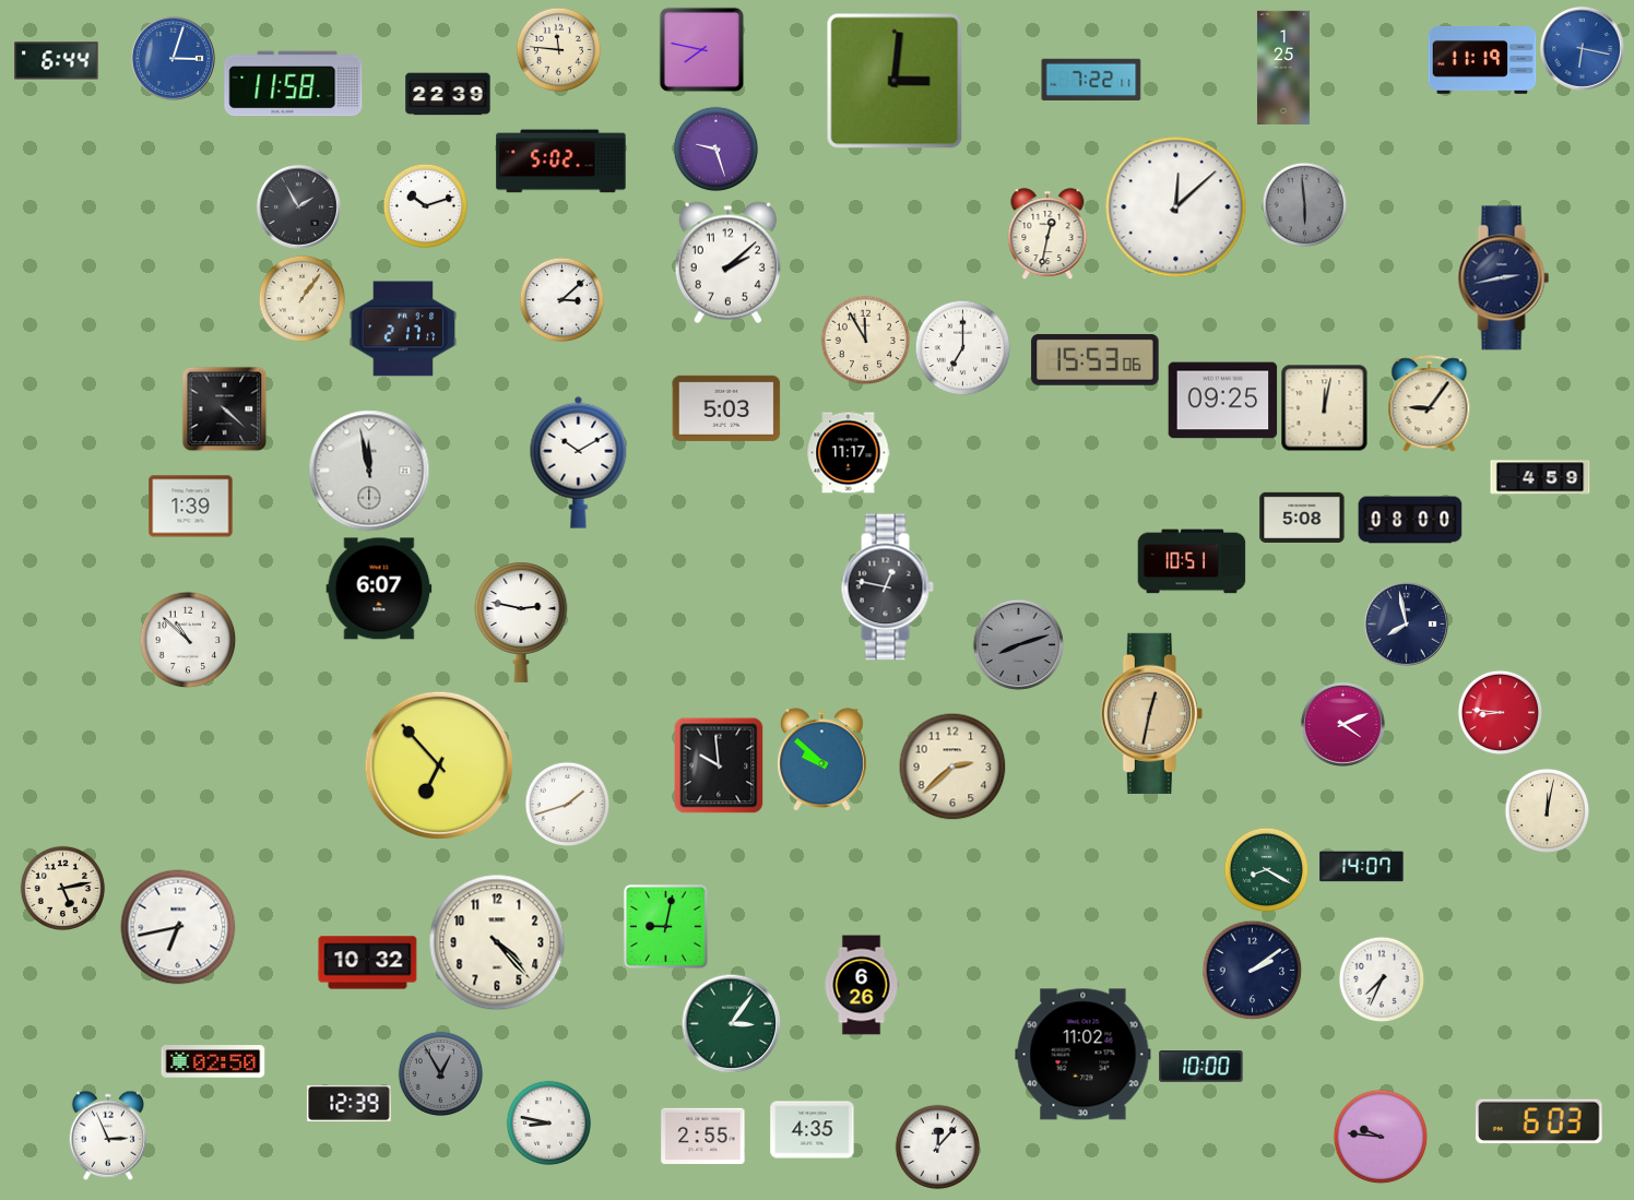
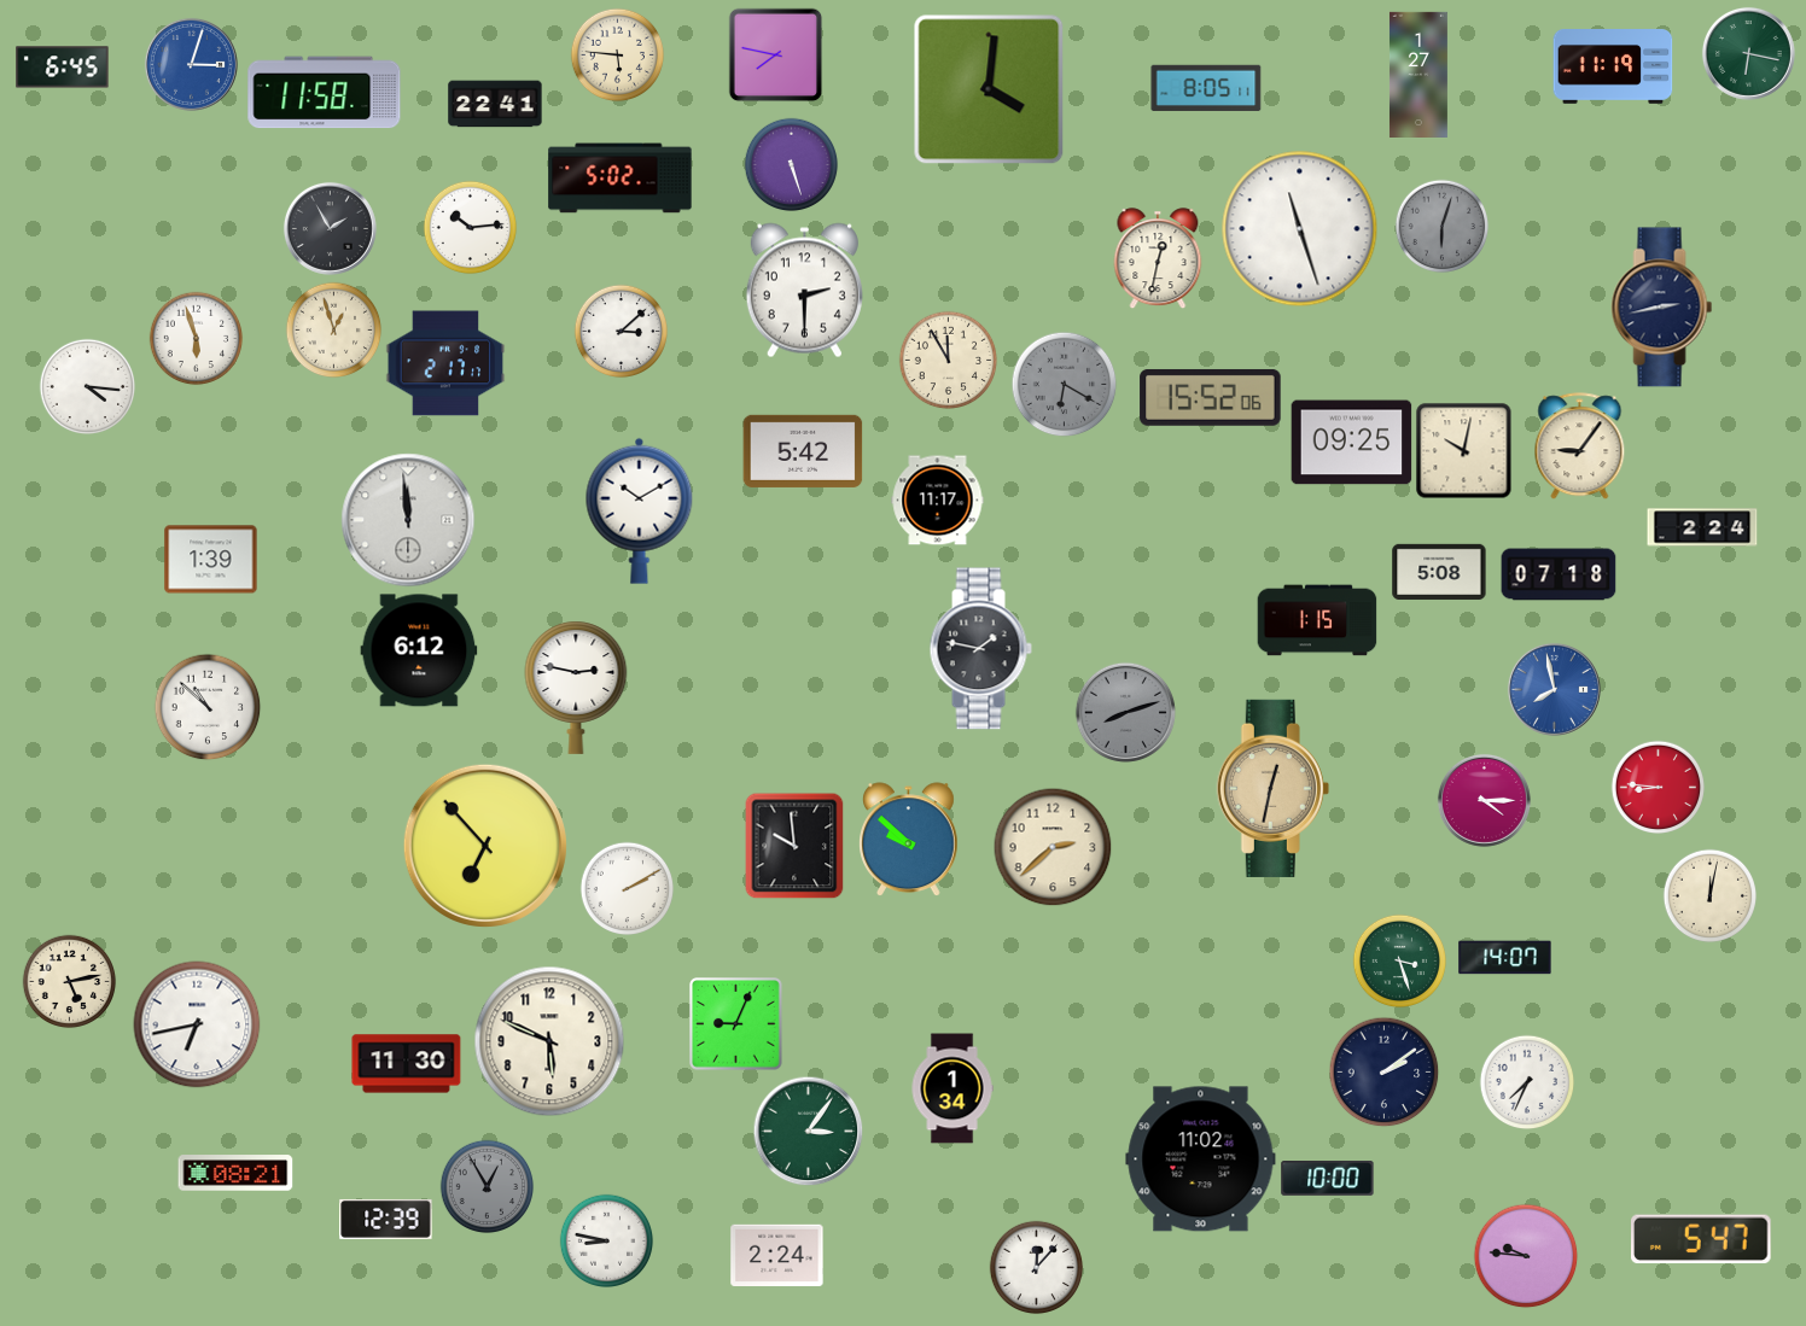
clock at (1582, 48) dial: blue -> green
clock at (558, 49): 11:46 -> 5:46
clock at (57, 61): 6:44 -> 6:45
clock at (1482, 61) position: (1482, 61) -> (1613, 68)
clock at (1283, 67): 1:25 -> 1:27
clock at (1091, 79): 7:22 -> 8:05
clock at (895, 81): 3:01 -> 4:01
clock at (448, 94): 22:39 -> 22:41
clock at (715, 148): 9:27 -> 5:27
clock at (1304, 204): 5:59 -> 6:03
clock at (425, 205): 10:12 -> 10:14
clock at (1176, 207): 12:08 -> 11:27
clock at (727, 263): 2:08 -> 2:30
clock at (301, 298): 1:06 -> 12:57
clock at (196, 338): none -> 5:57
clock at (865, 340) position: (865, 340) -> (948, 360)
clock at (962, 347): 7:00 -> 6:20
clock at (962, 347) dial: white -> grey
clock at (87, 386): none -> 4:16
clock at (1096, 359): 15:53 -> 15:52
clock at (224, 408): 4:22 -> none
clock at (726, 408): 5:03 -> 5:42
clock at (1325, 408): 12:02 -> 10:02
clock at (369, 471): 11:58 -> 11:59
clock at (1540, 477): 4:59 -> 2:24
clock at (1410, 520): 08:00 -> 07:18
clock at (1192, 561): 10:51 -> 1:15
clock at (887, 587): 12:47 -> 1:47
clock at (379, 589): 6:07 -> 6:12
clock at (1406, 623) dial: navy -> blue
clock at (1342, 724): 4:11 -> 4:15
clock at (567, 804): 1:42 -> 2:10
clock at (1266, 869): 8:20 -> 3:27
clock at (666, 927): 9:02 -> 9:04
clock at (497, 942): 4:23 -> 5:49
clock at (368, 963): 10:32 -> 11:30
clock at (862, 985): 6:26 -> 1:34
clock at (1084, 1055) position: (1084, 1055) -> (1201, 1159)
clock at (213, 1061): 02:50 -> 08:21
clock at (1540, 1121): 6:03 -> 5:47
clock at (813, 1130): 4:35 -> none
clock at (108, 1136): 2:56 -> none
clock at (703, 1137): 2:55 -> 2:24
